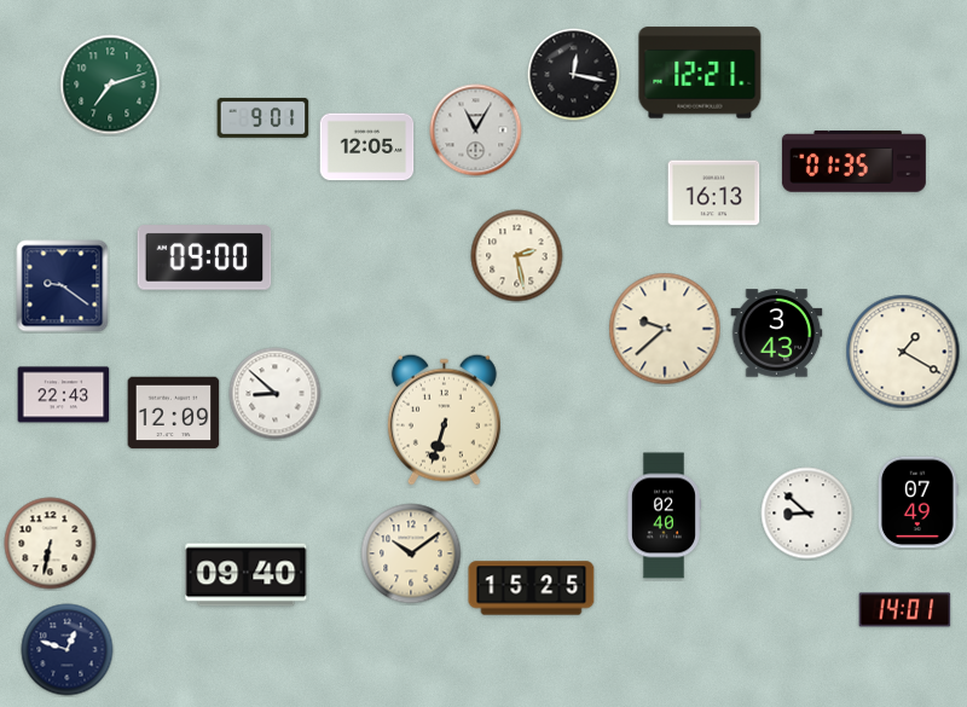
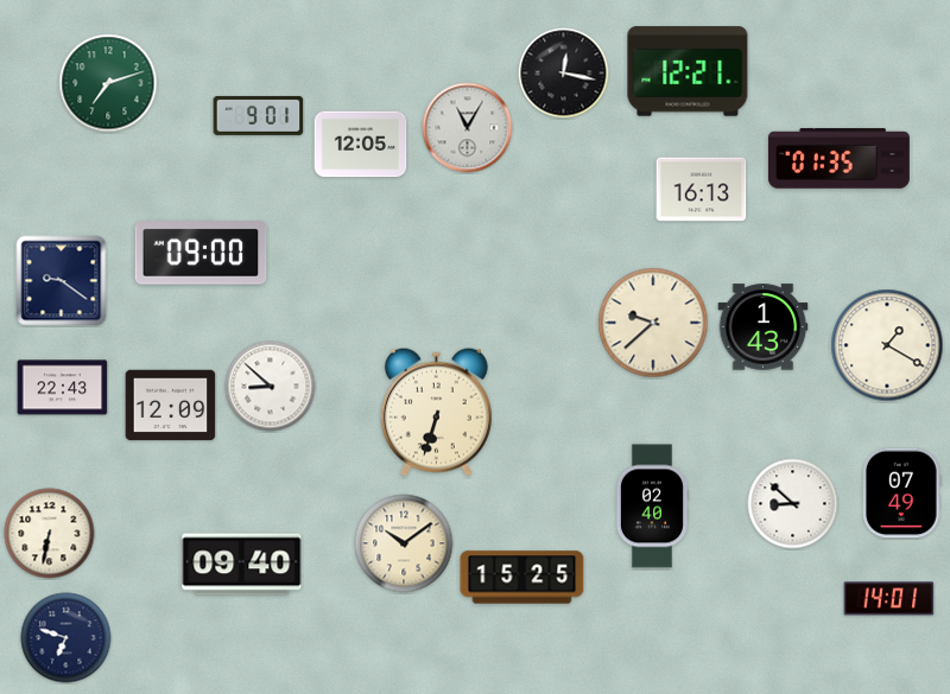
clock at (517, 256): 2:28 -> none
clock at (777, 334): 3:43 -> 1:43
clock at (68, 650): 12:48 -> 6:48
